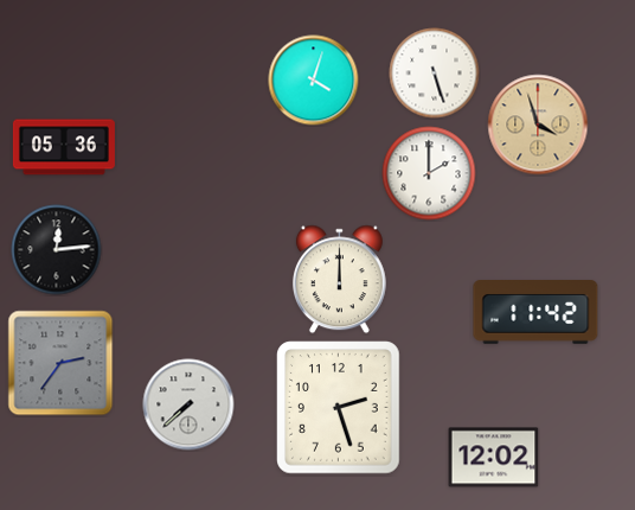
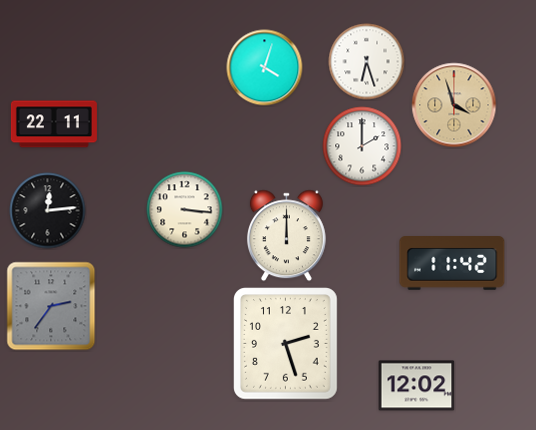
clock at (435, 74): 5:27 -> 6:27
clock at (64, 147): 05:36 -> 22:11
clock at (185, 210): none -> 3:16
clock at (188, 404): 7:38 -> none
